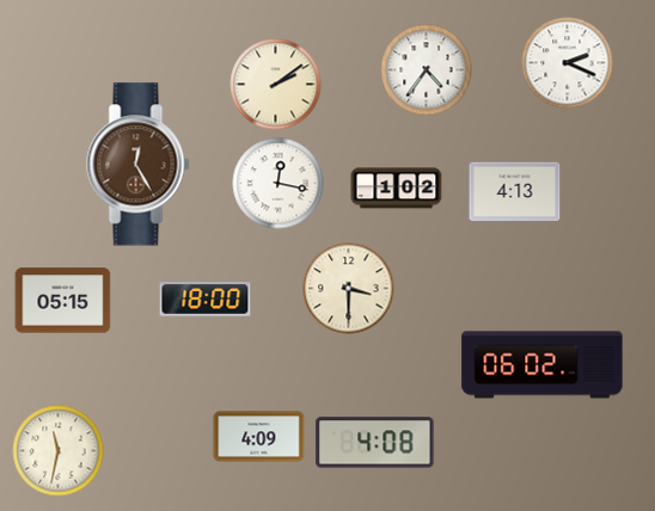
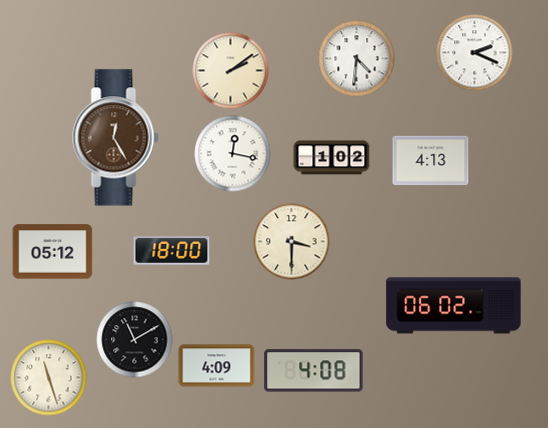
clock at (427, 70): 4:36 -> 4:31
clock at (63, 301): 05:15 -> 05:12
clock at (135, 340): none -> 11:10
clock at (59, 451): 11:32 -> 11:27
